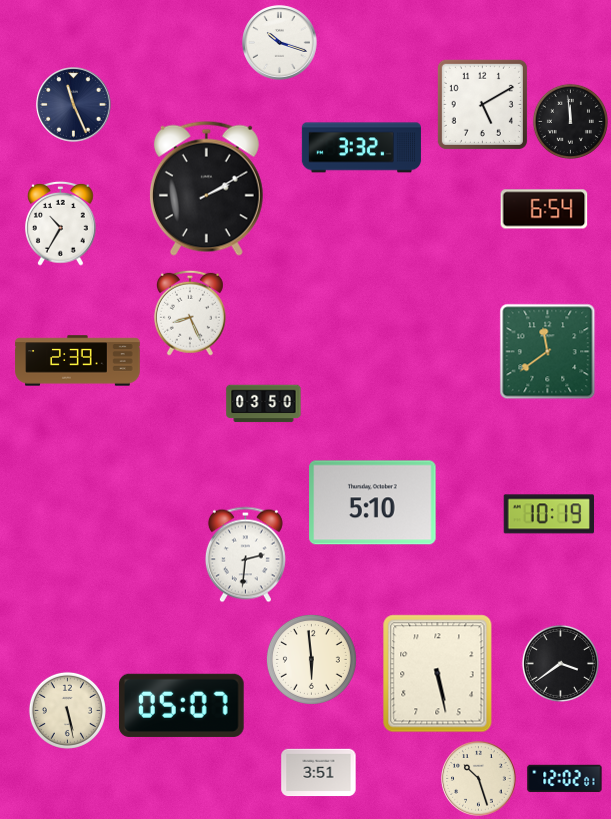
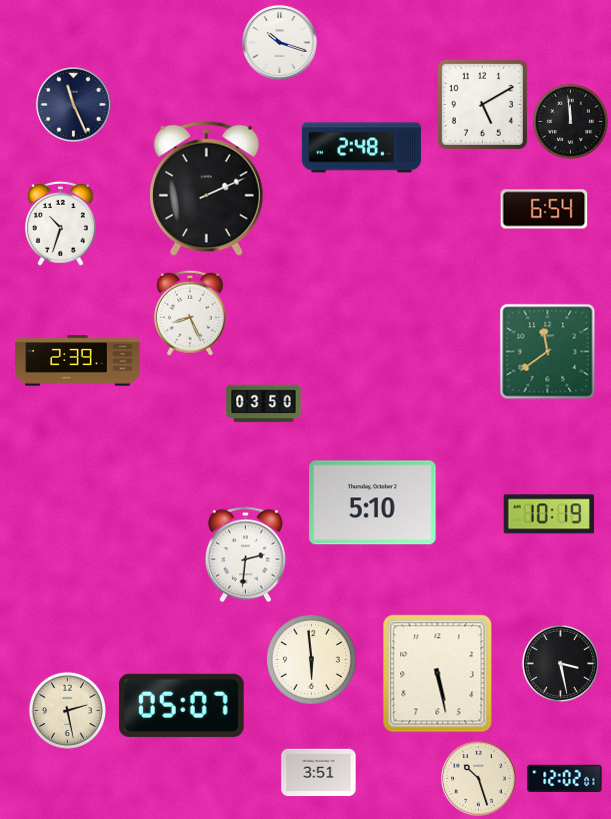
clock at (361, 148): 3:32 -> 2:48
clock at (206, 188): 2:10 -> 2:11
clock at (61, 223): 10:35 -> 10:33
clock at (560, 663): 3:39 -> 3:28
clock at (67, 710): 5:28 -> 2:28
